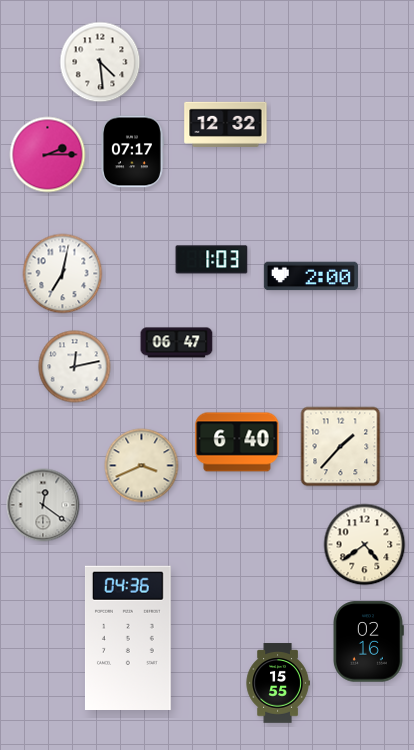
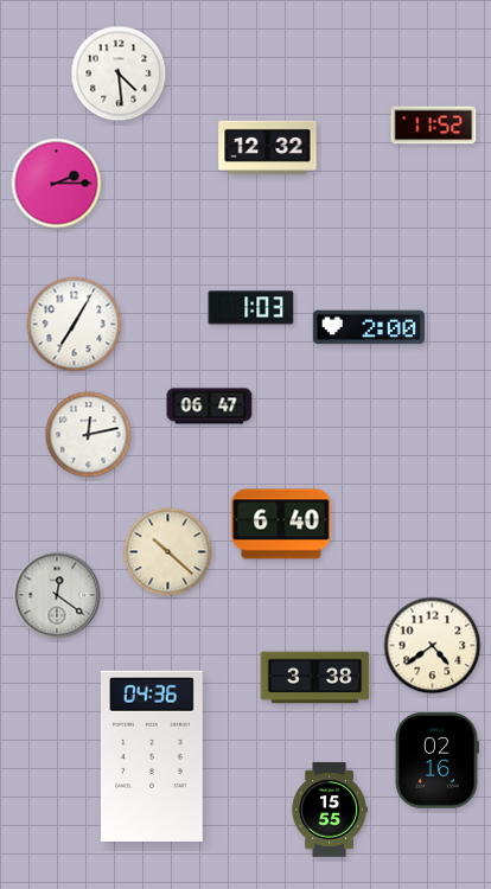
clock at (434, 126): none -> 11:52
clock at (132, 152): 07:17 -> none
clock at (63, 274): 7:02 -> 7:05
clock at (341, 447): 1:37 -> none
clock at (142, 466): 3:41 -> 10:22
clock at (43, 505) position: (43, 505) -> (57, 595)
clock at (315, 678): none -> 3:38
